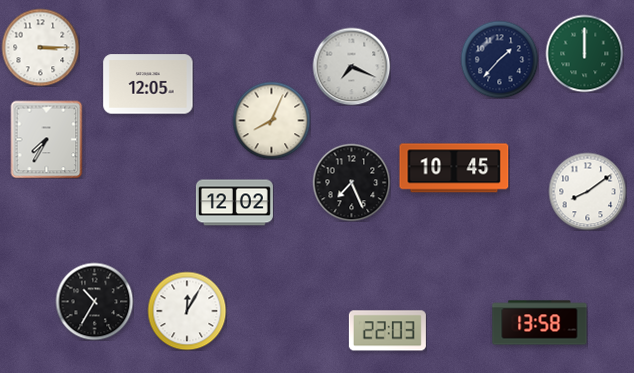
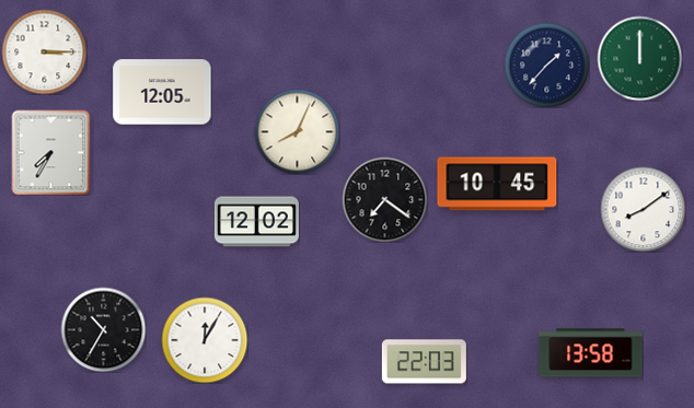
clock at (351, 66): 7:19 -> none
clock at (351, 182): 7:26 -> 7:21
